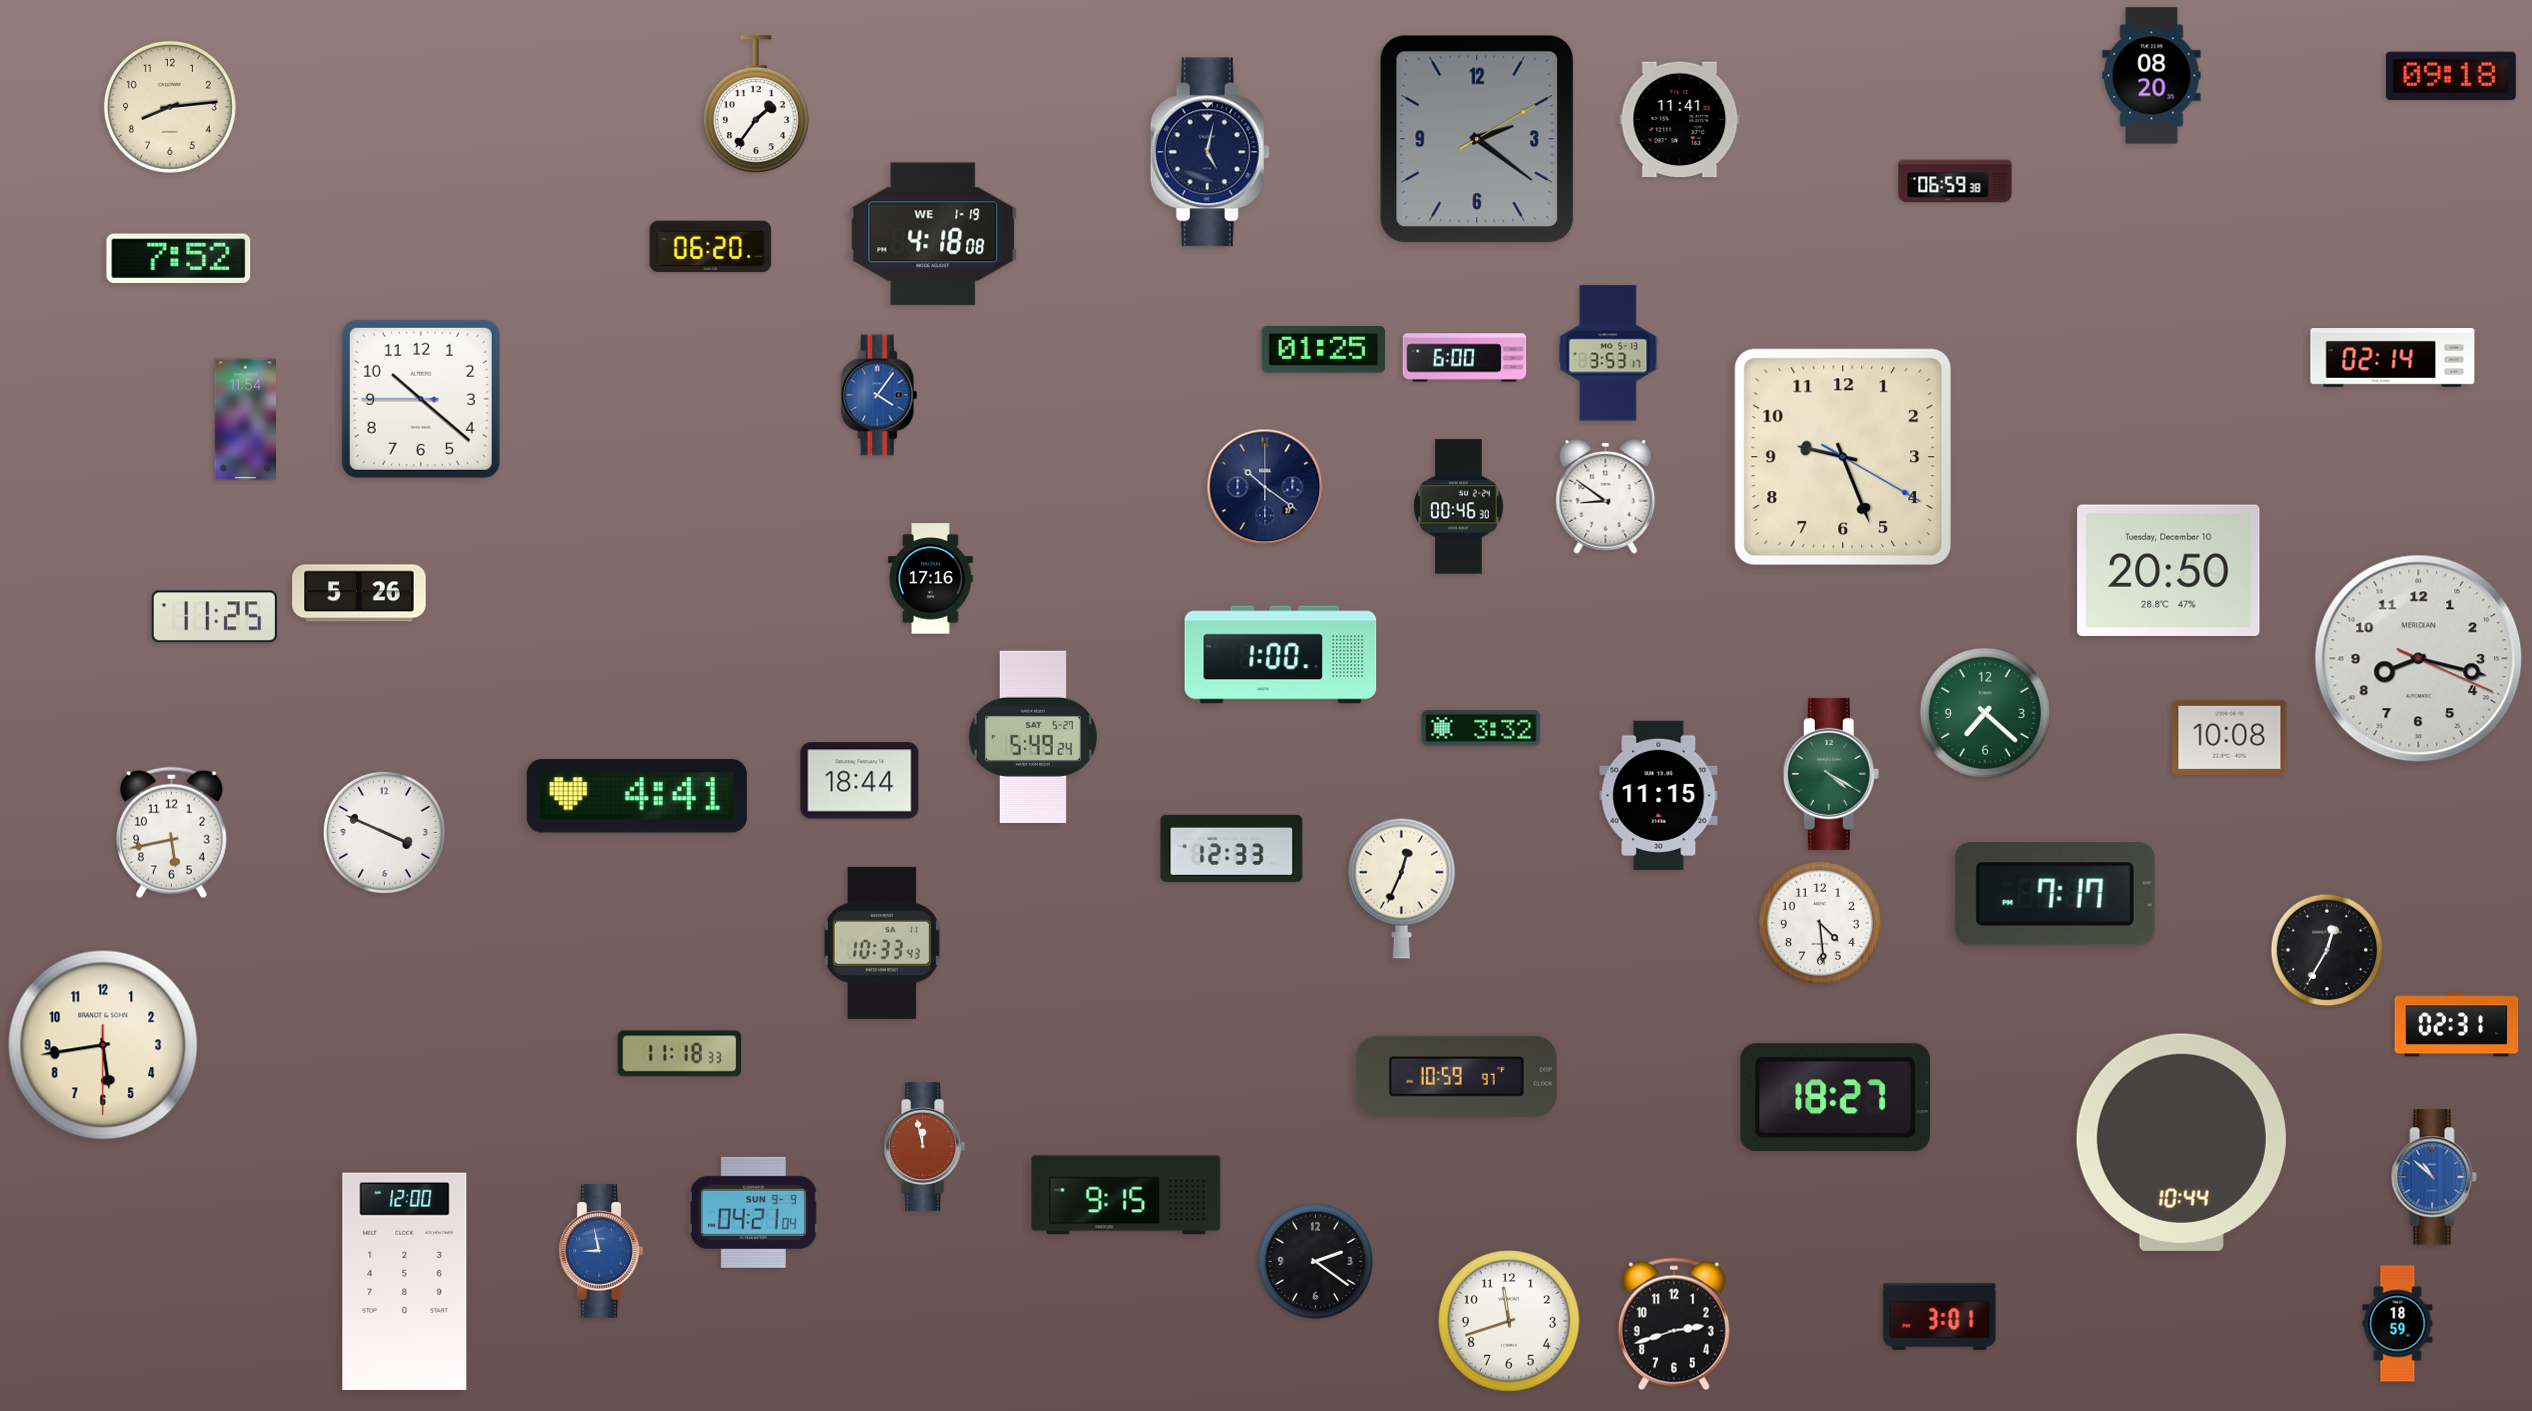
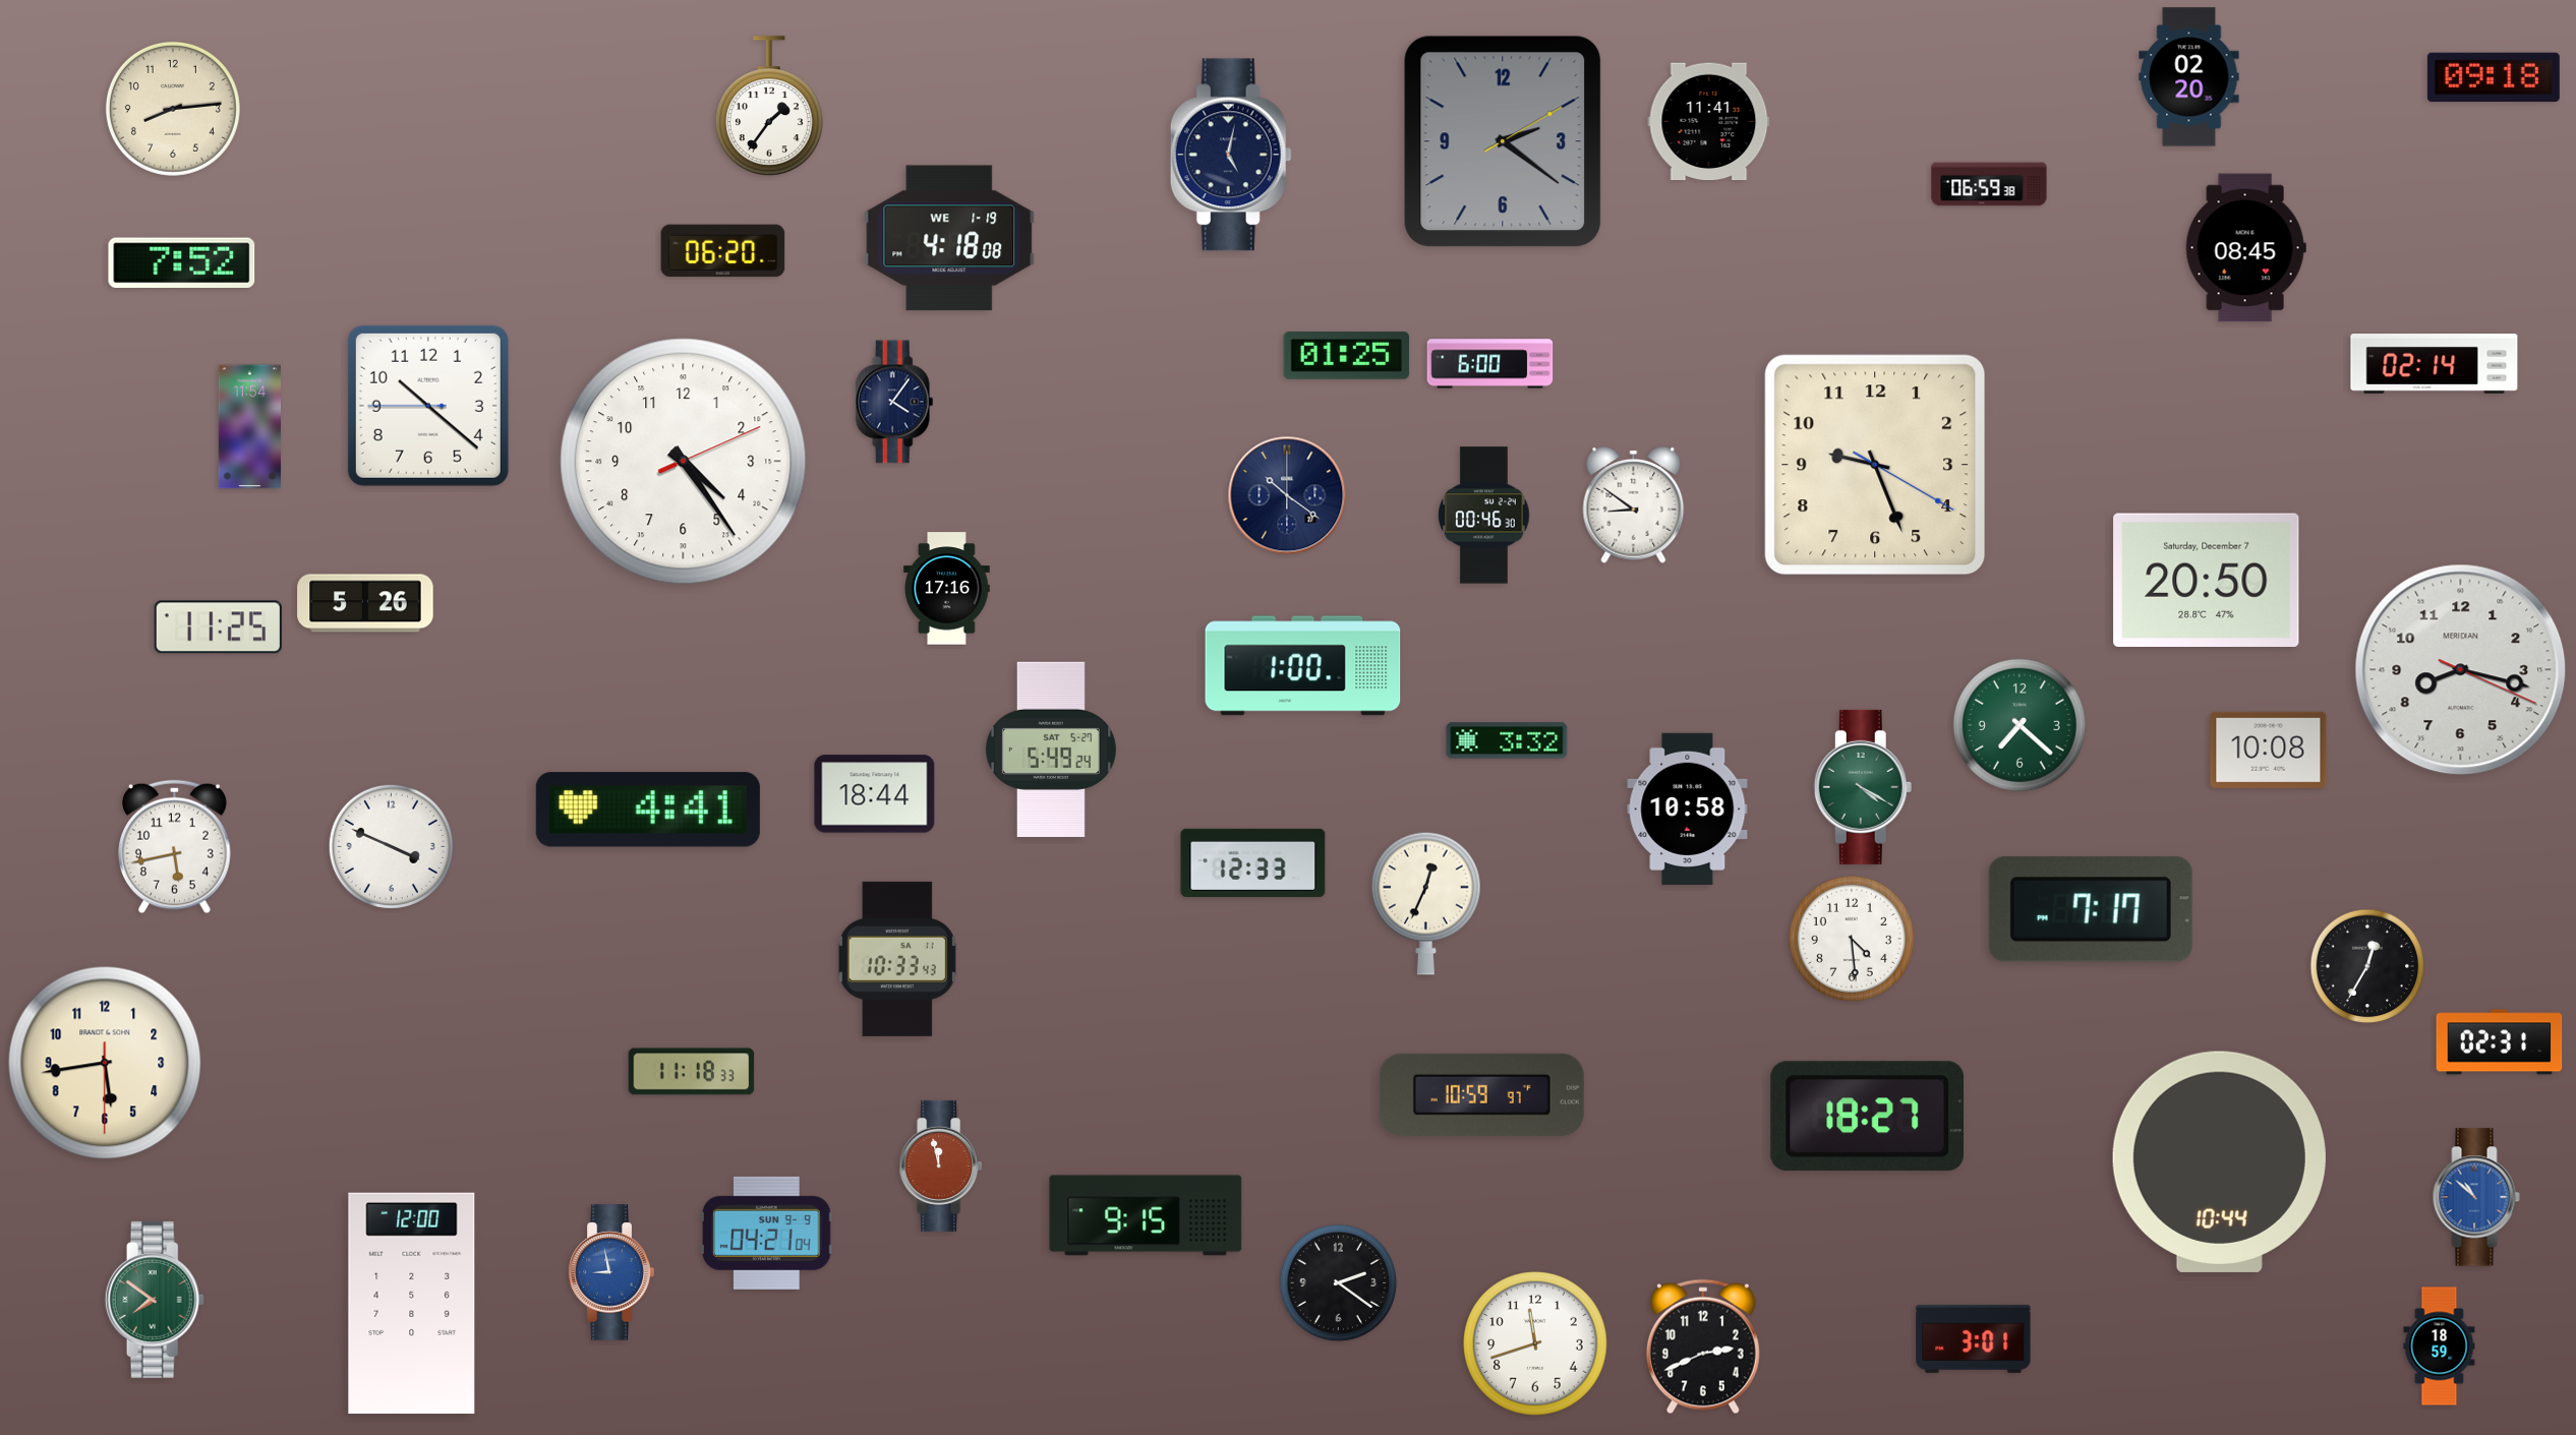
clock at (2152, 76): 08:20 -> 02:20
clock at (2245, 248): none -> 08:45
clock at (1608, 353): 3:53 -> none
clock at (879, 395) dial: blue -> navy
clock at (684, 462): none -> 4:24
clock at (2169, 570) date: Tuesday, December 10 -> Saturday, December 7
clock at (1659, 795): 11:15 -> 10:58
clock at (155, 1300): none -> 7:51
clock at (1674, 1324): 2:42 -> 2:41
